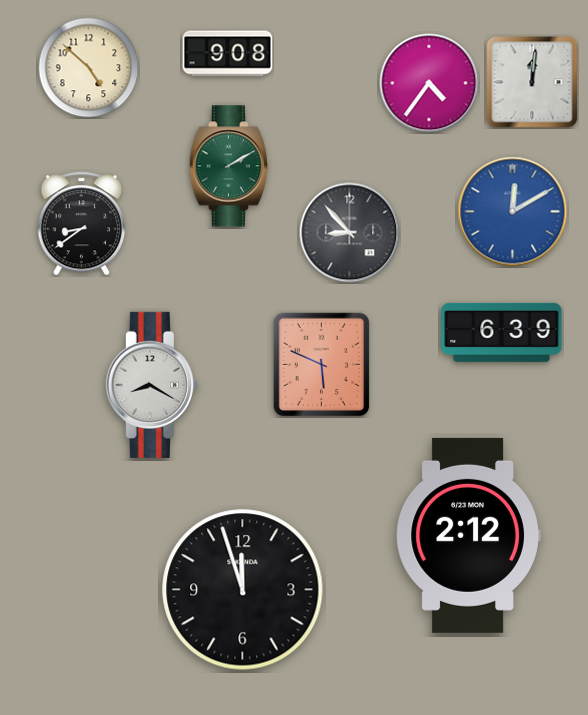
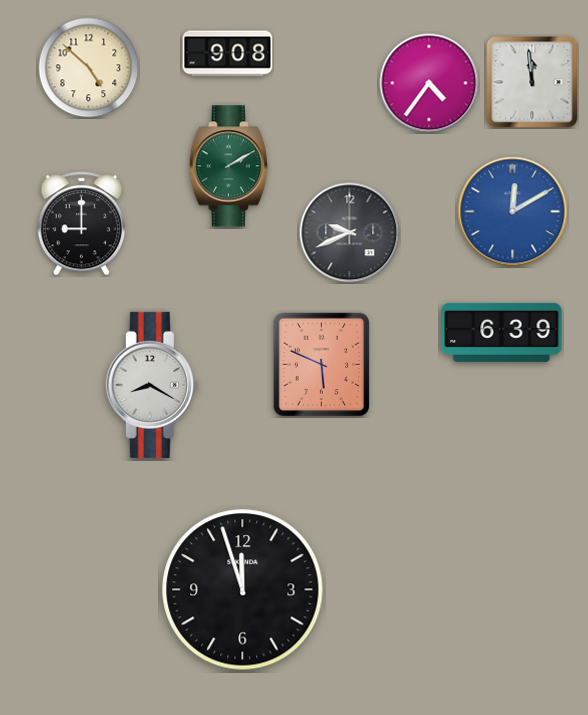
clock at (532, 82): 12:01 -> 11:59
clock at (81, 224): 8:39 -> 9:00
clock at (350, 233): 8:53 -> 9:41
clock at (468, 535): 2:12 -> none
